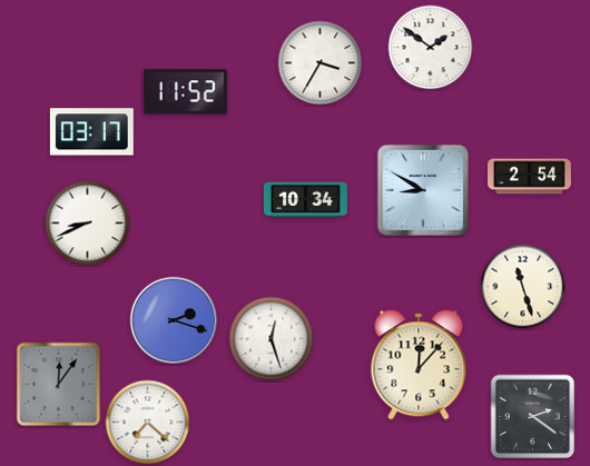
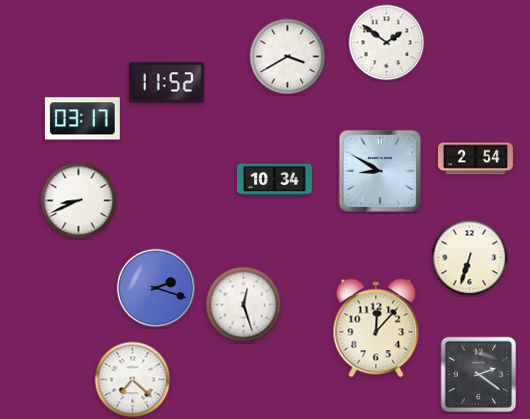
clock at (321, 63): 3:35 -> 3:40
clock at (523, 287): 11:27 -> 6:33
clock at (59, 385): 12:06 -> none
